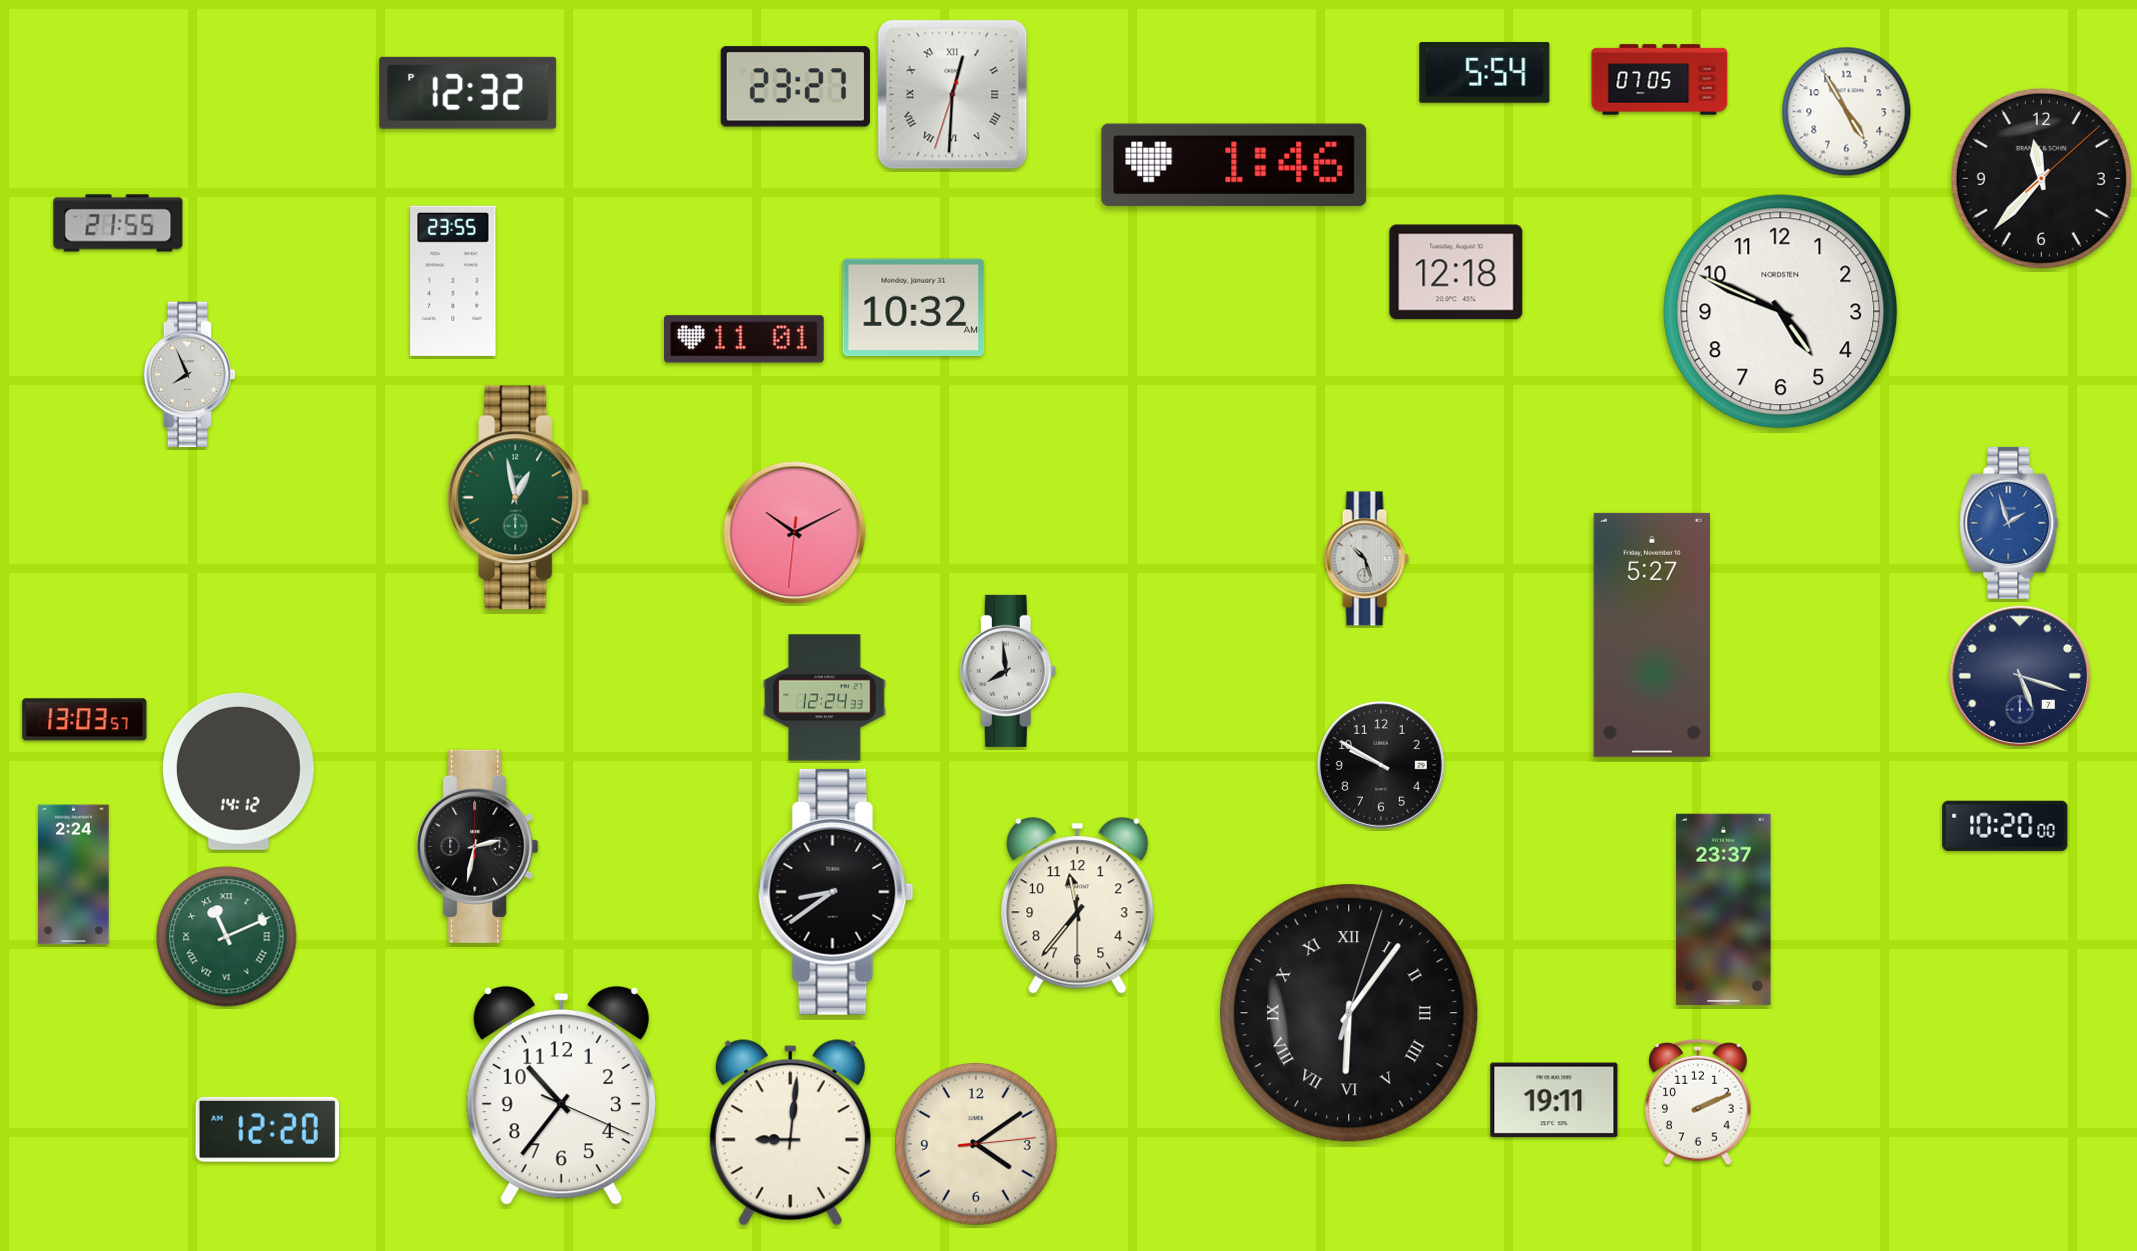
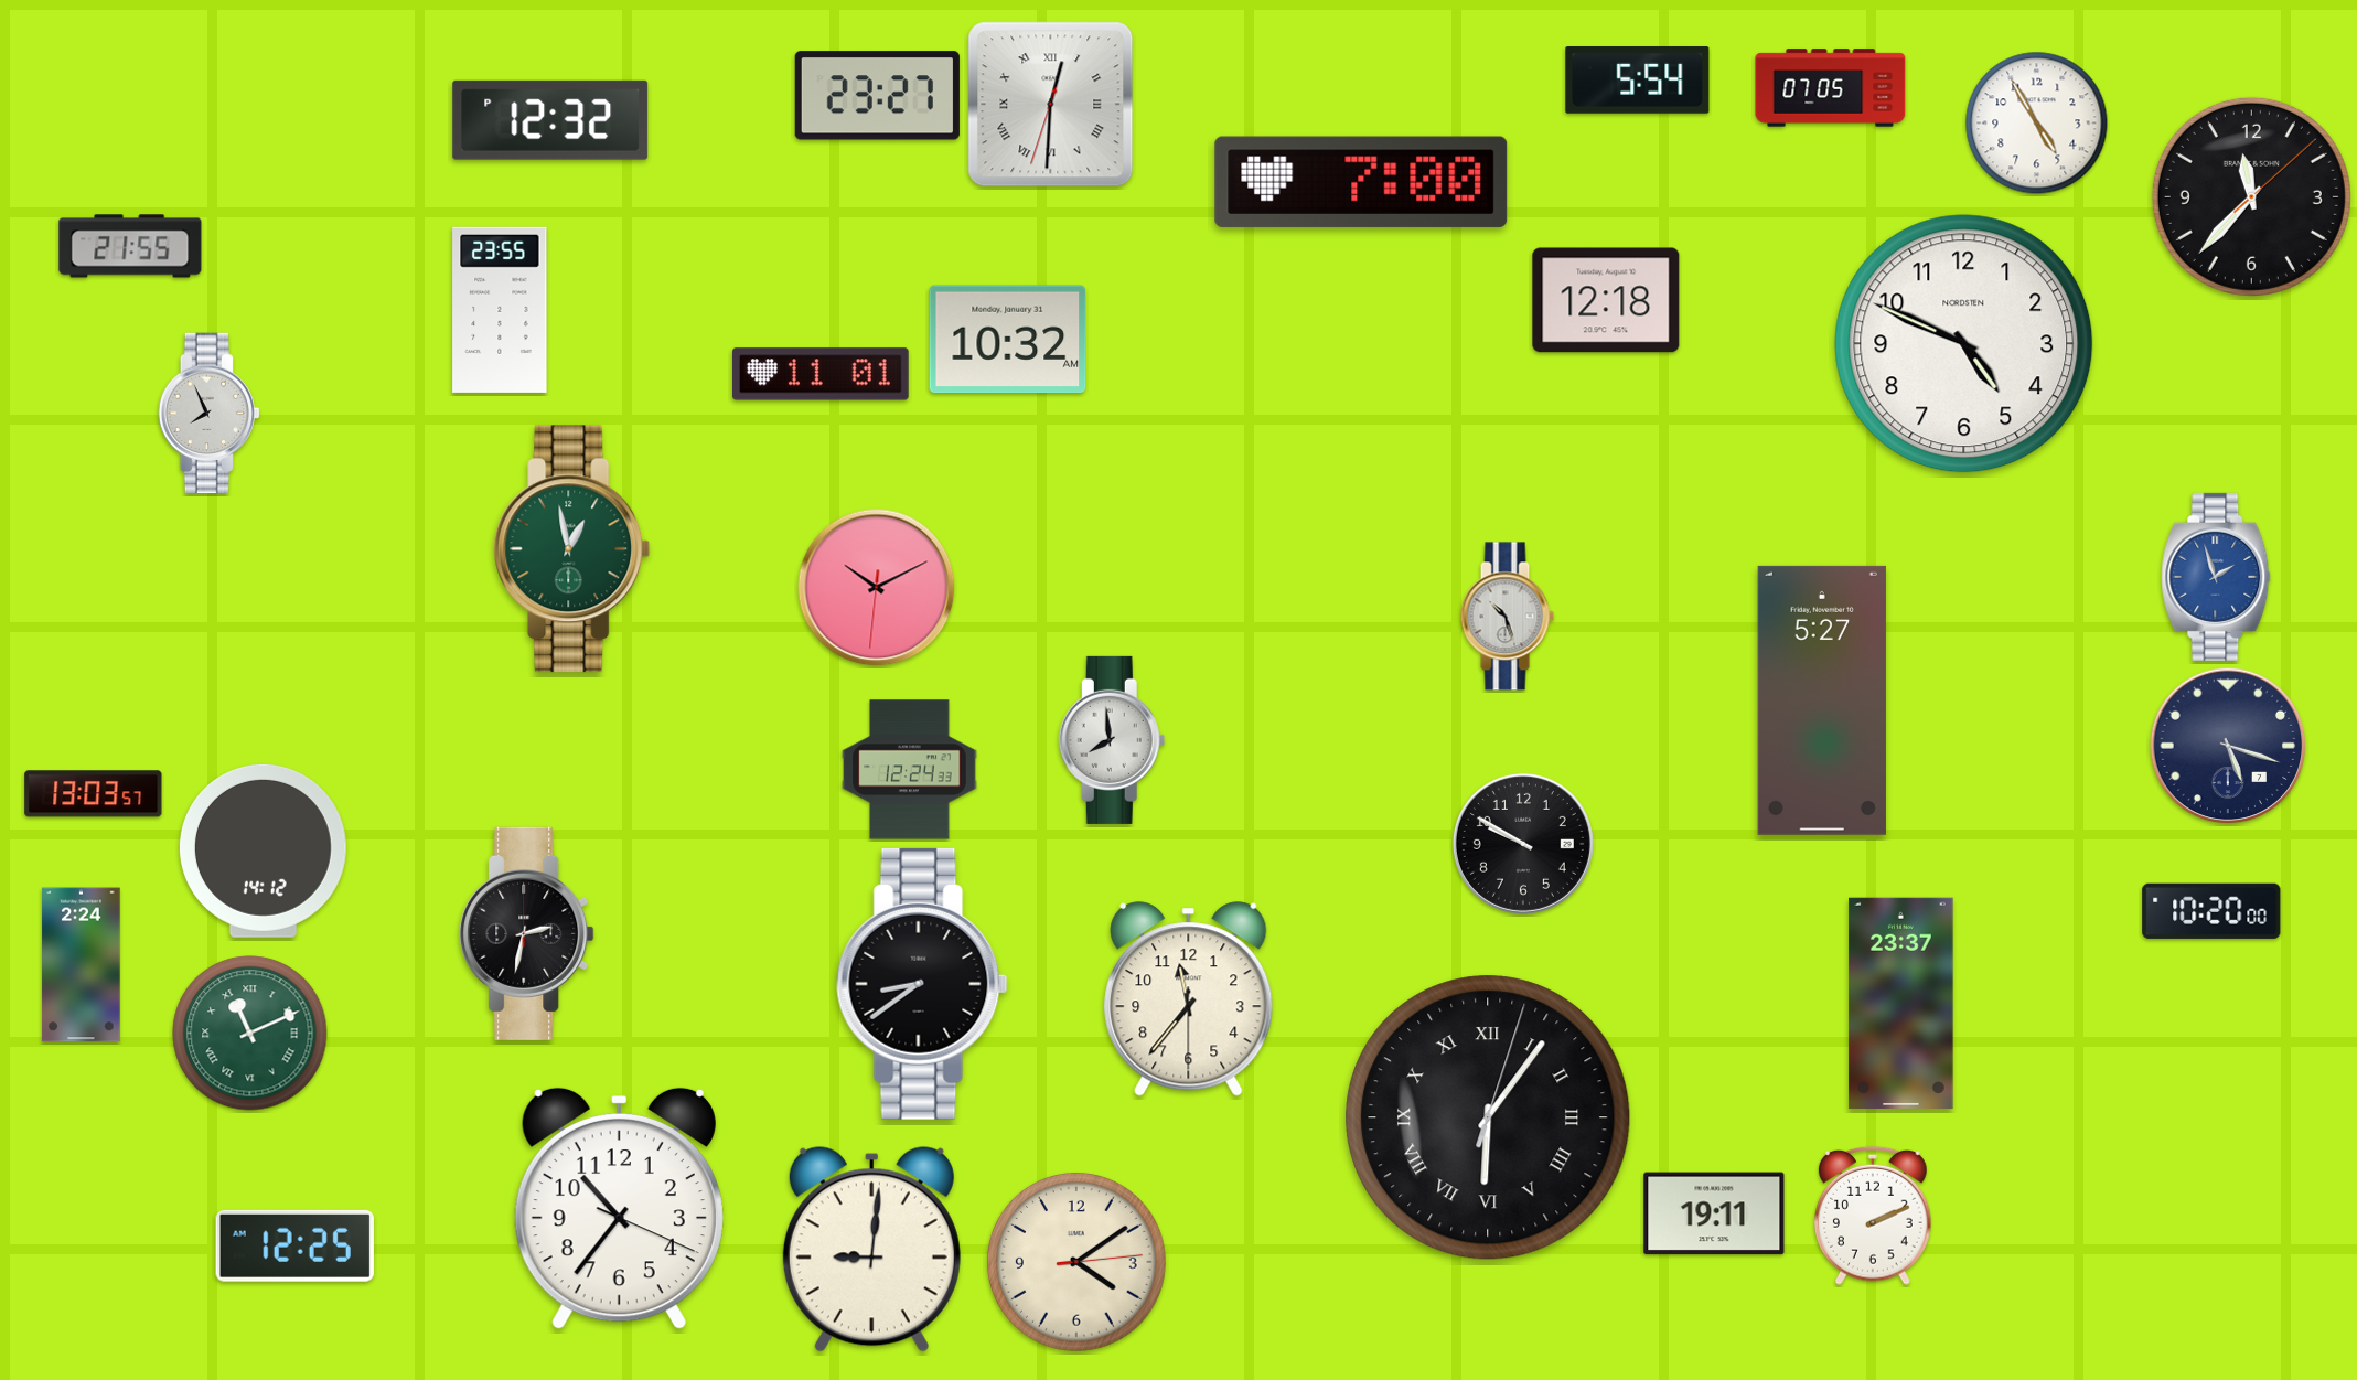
clock at (468, 93) position: (468, 93) -> (550, 120)
clock at (1234, 165): 1:46 -> 7:00
clock at (267, 1129): 12:20 -> 12:25
